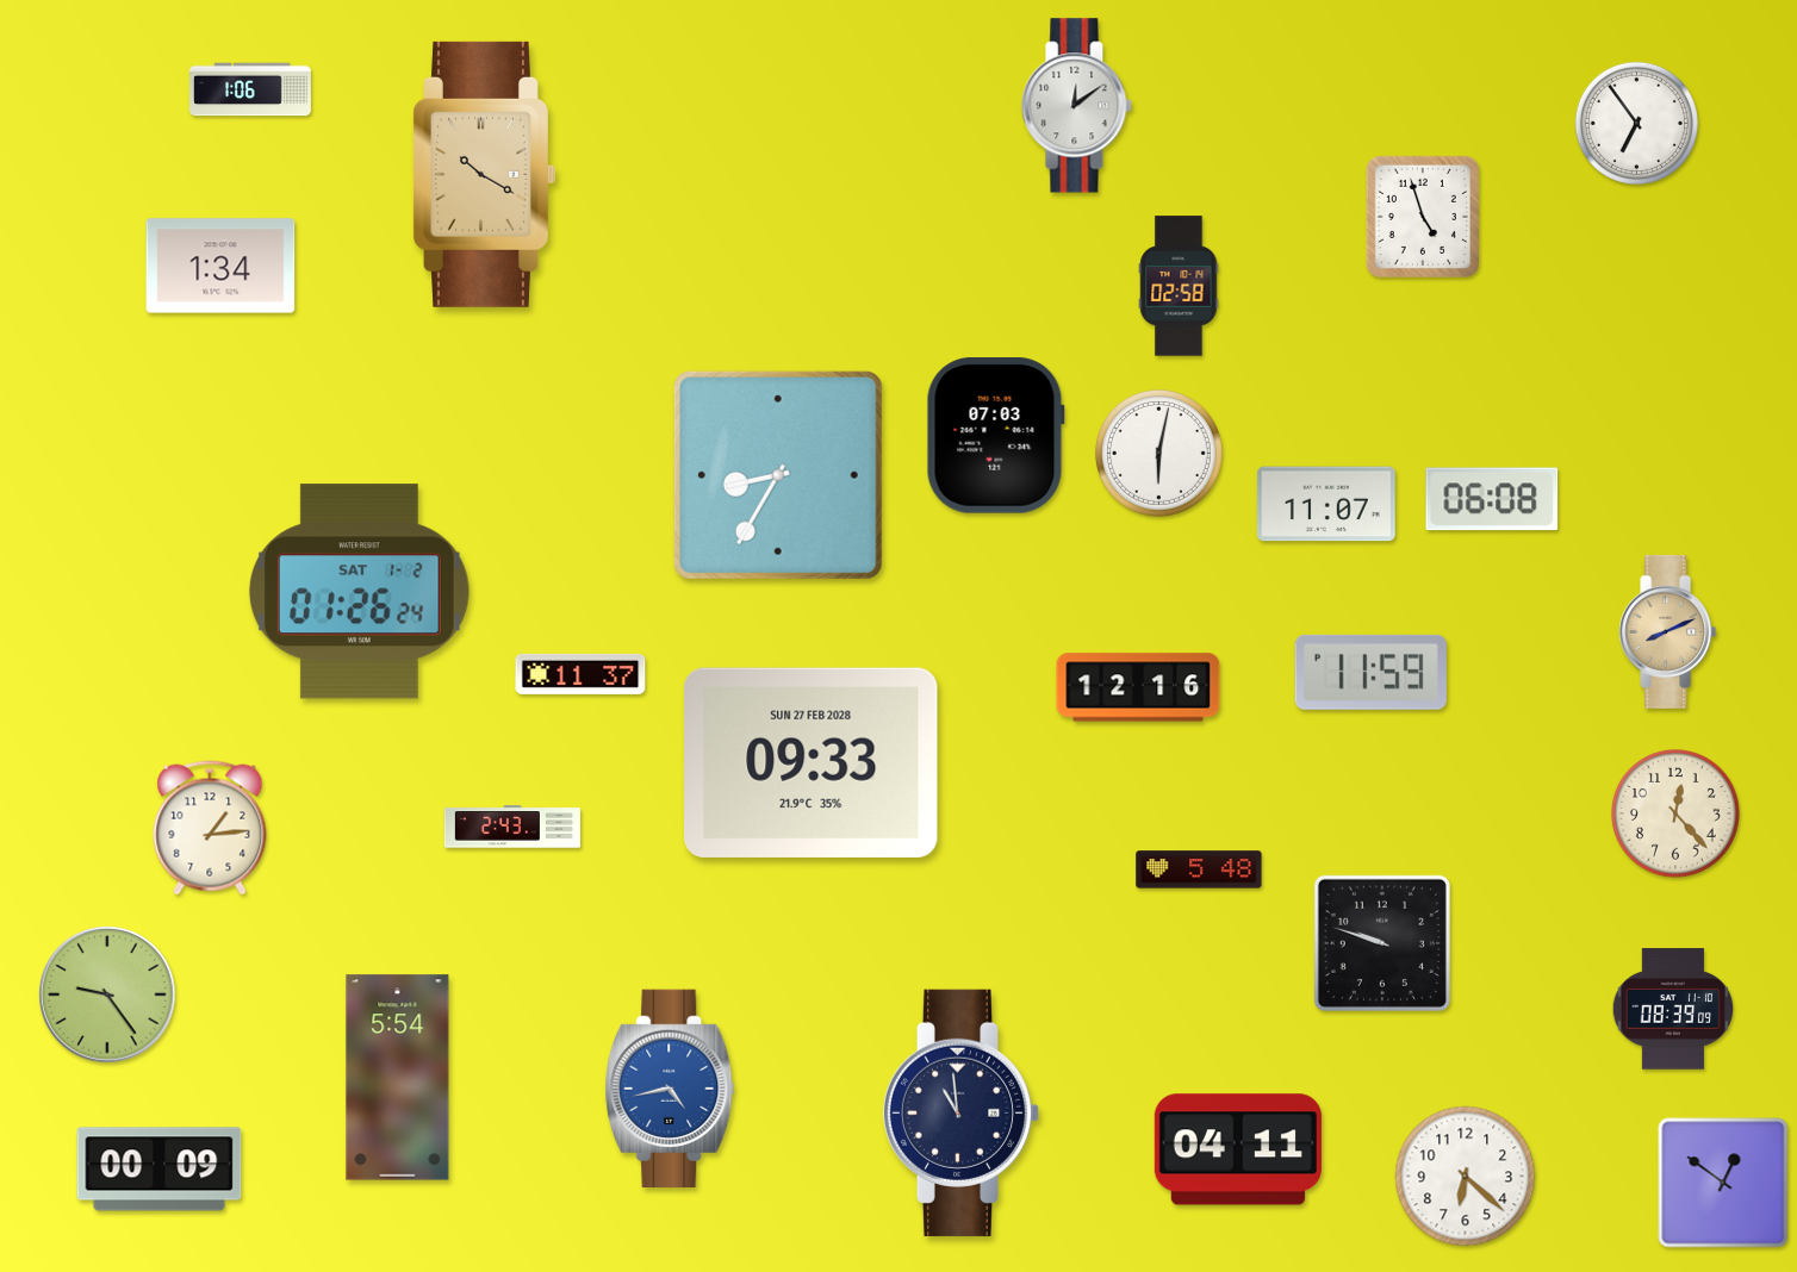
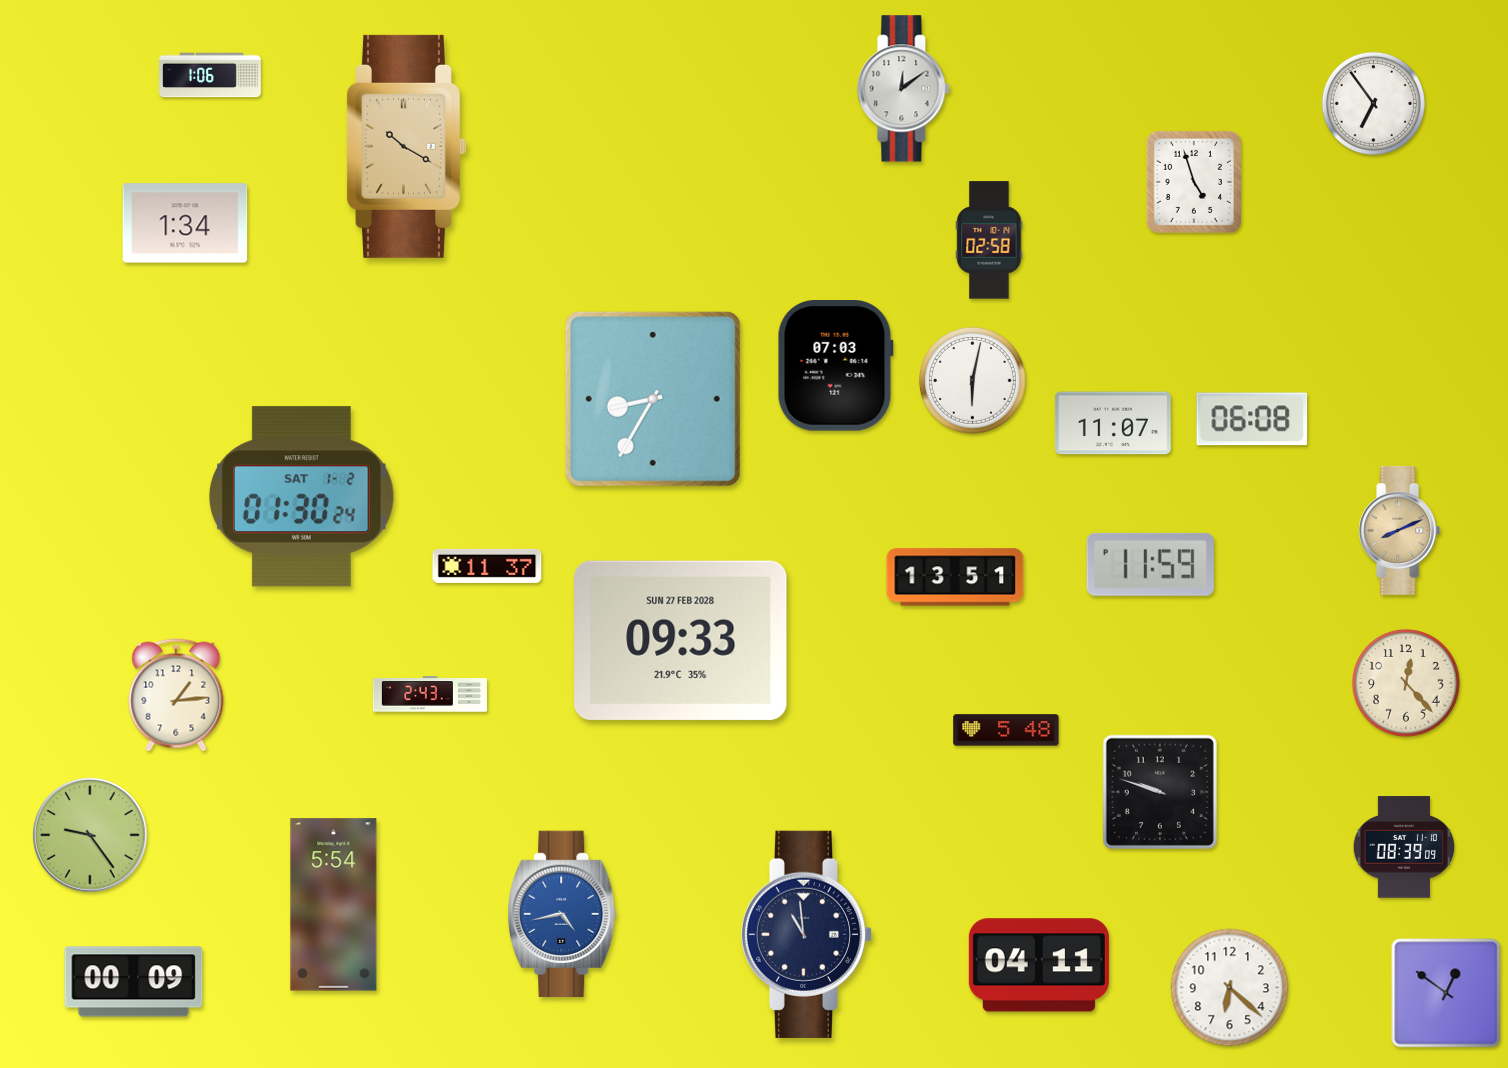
clock at (359, 592): 01:26 -> 01:30
clock at (1138, 687): 12:16 -> 13:51
